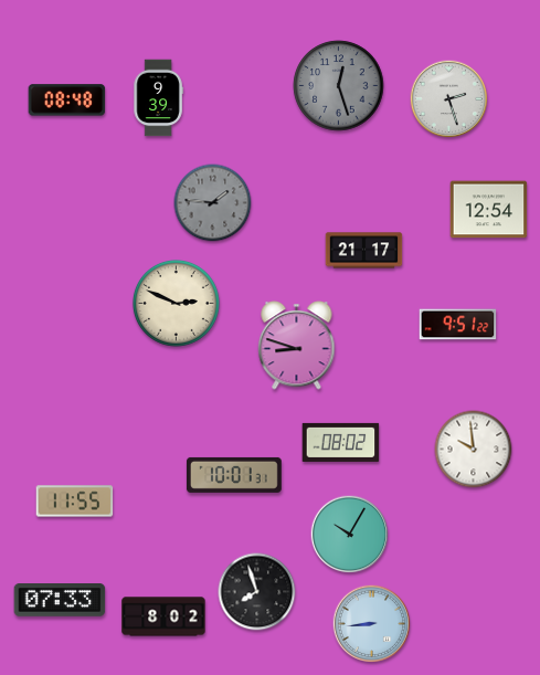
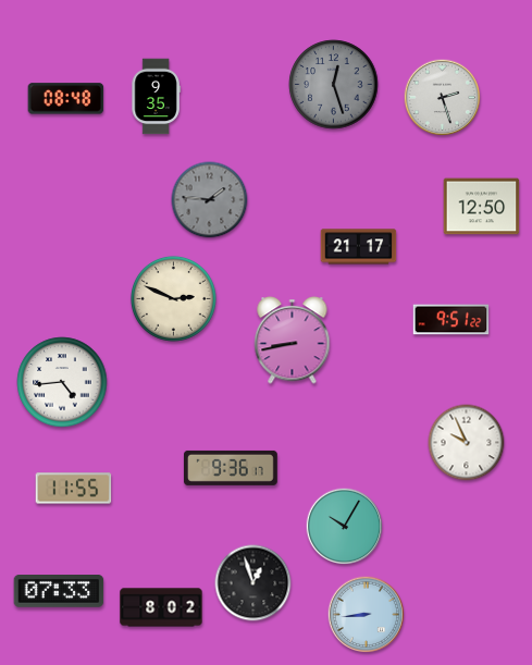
clock at (158, 98): 9:39 -> 9:35
clock at (489, 210): 12:54 -> 12:50
clock at (297, 346): 8:48 -> 8:43
clock at (62, 382): none -> 4:44
clock at (341, 442): 08:02 -> none
clock at (474, 450): 9:59 -> 9:56
clock at (234, 475): 10:01 -> 9:36
clock at (75, 502) position: (75, 502) -> (74, 489)
clock at (257, 592): 7:57 -> 12:57
